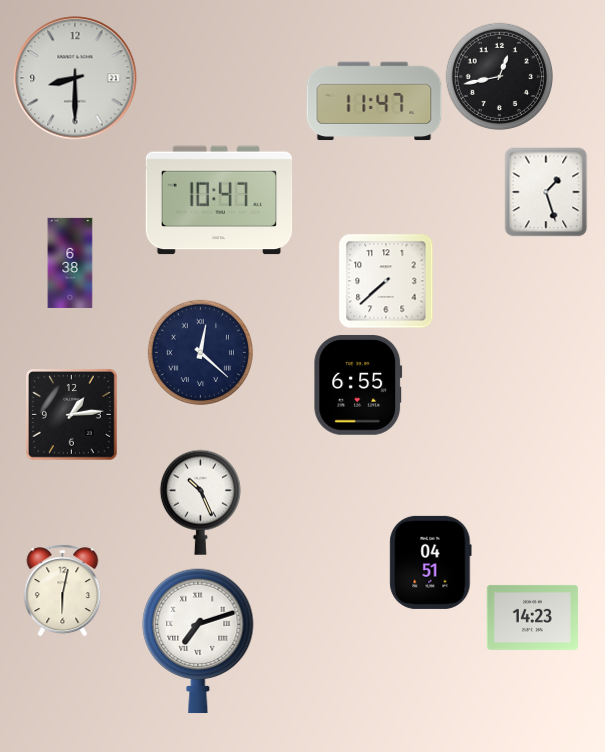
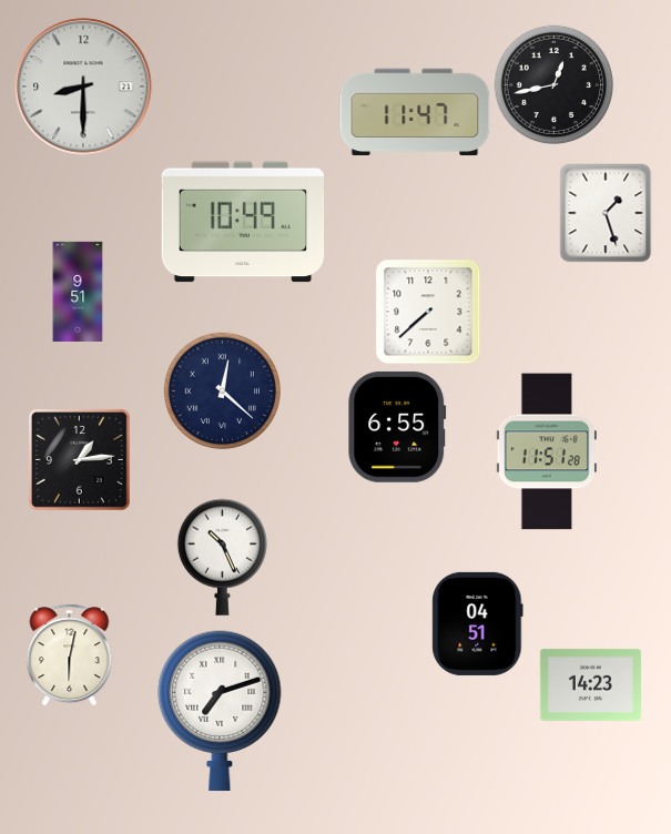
clock at (219, 200): 10:47 -> 10:49
clock at (70, 263): 6:38 -> 9:51
clock at (547, 451): none -> 11:51
